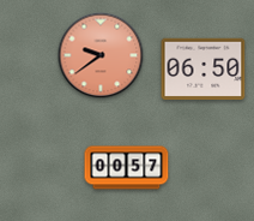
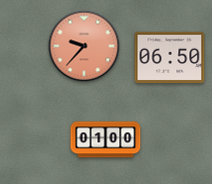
clock at (101, 55): 9:39 -> 9:37
clock at (127, 168): 00:57 -> 01:00
